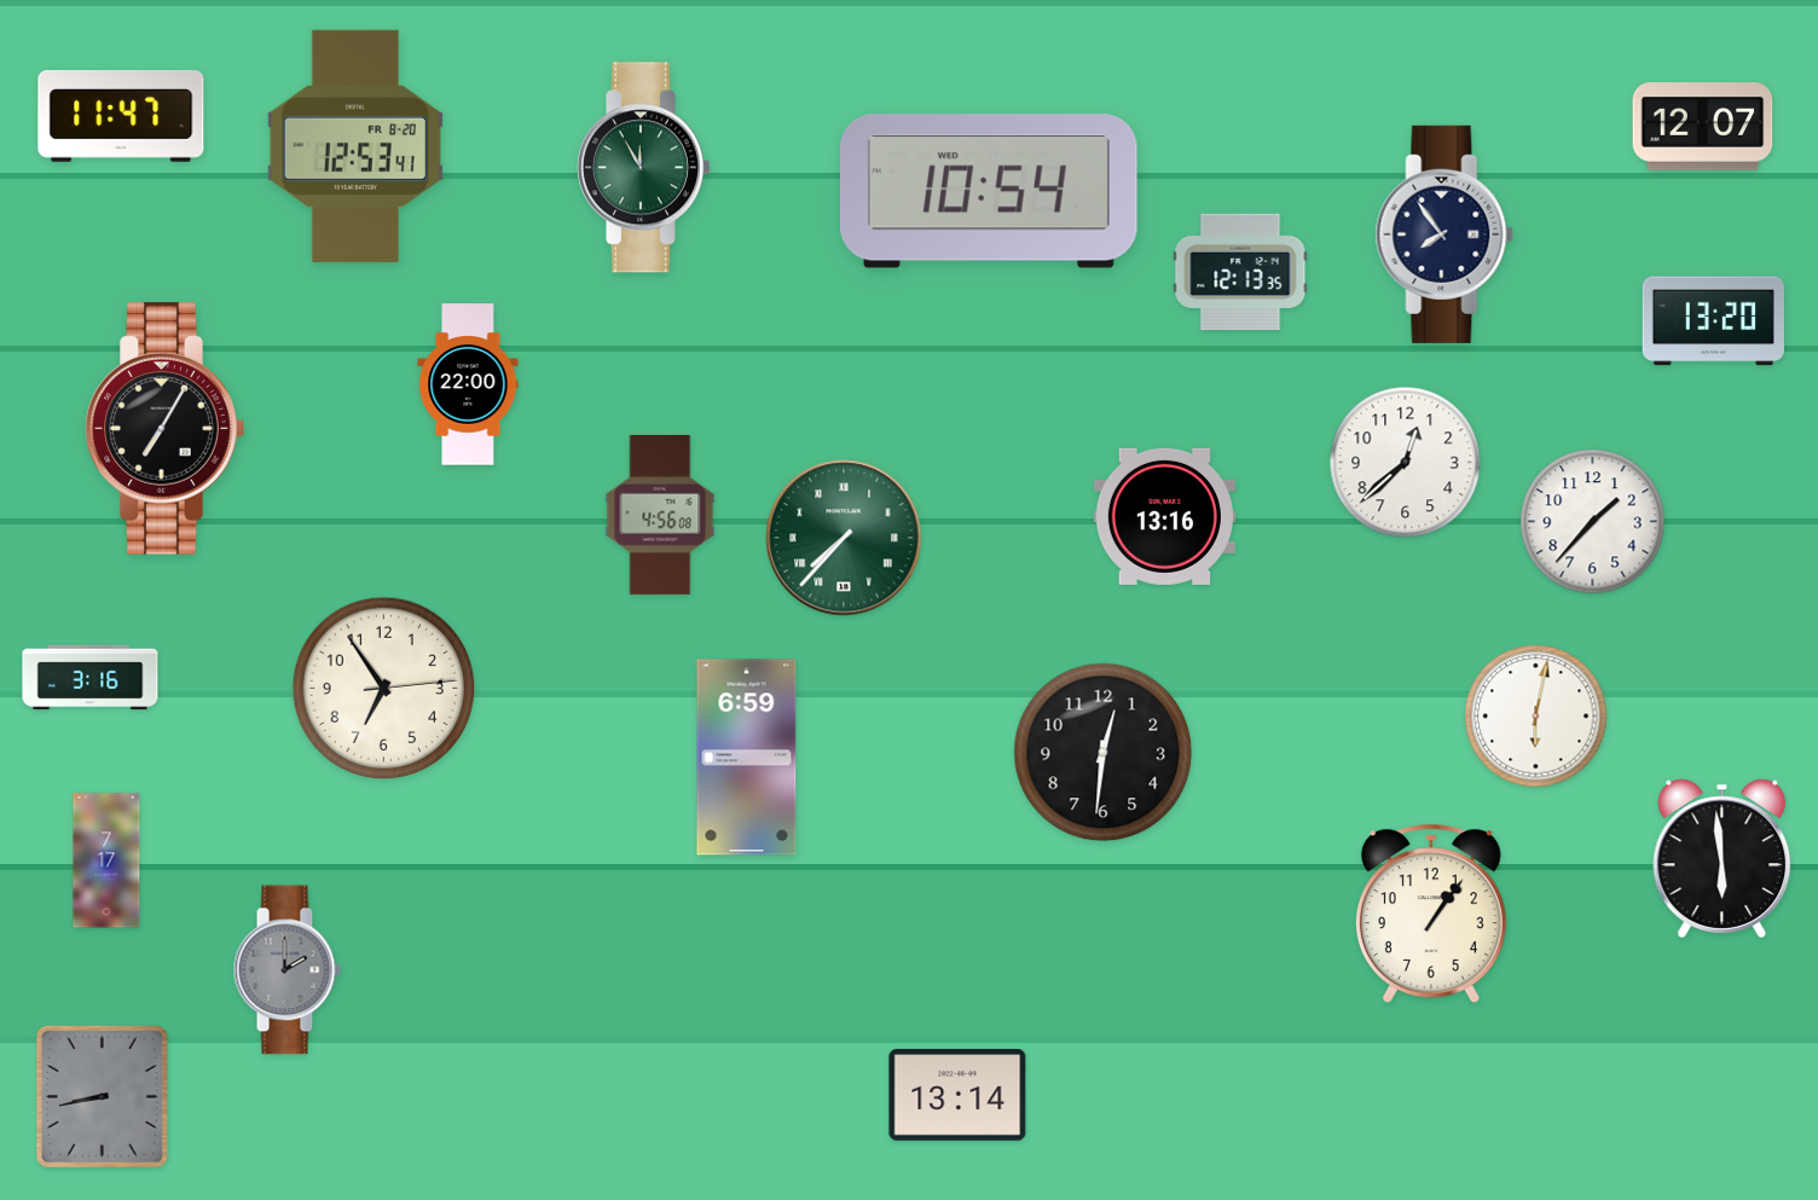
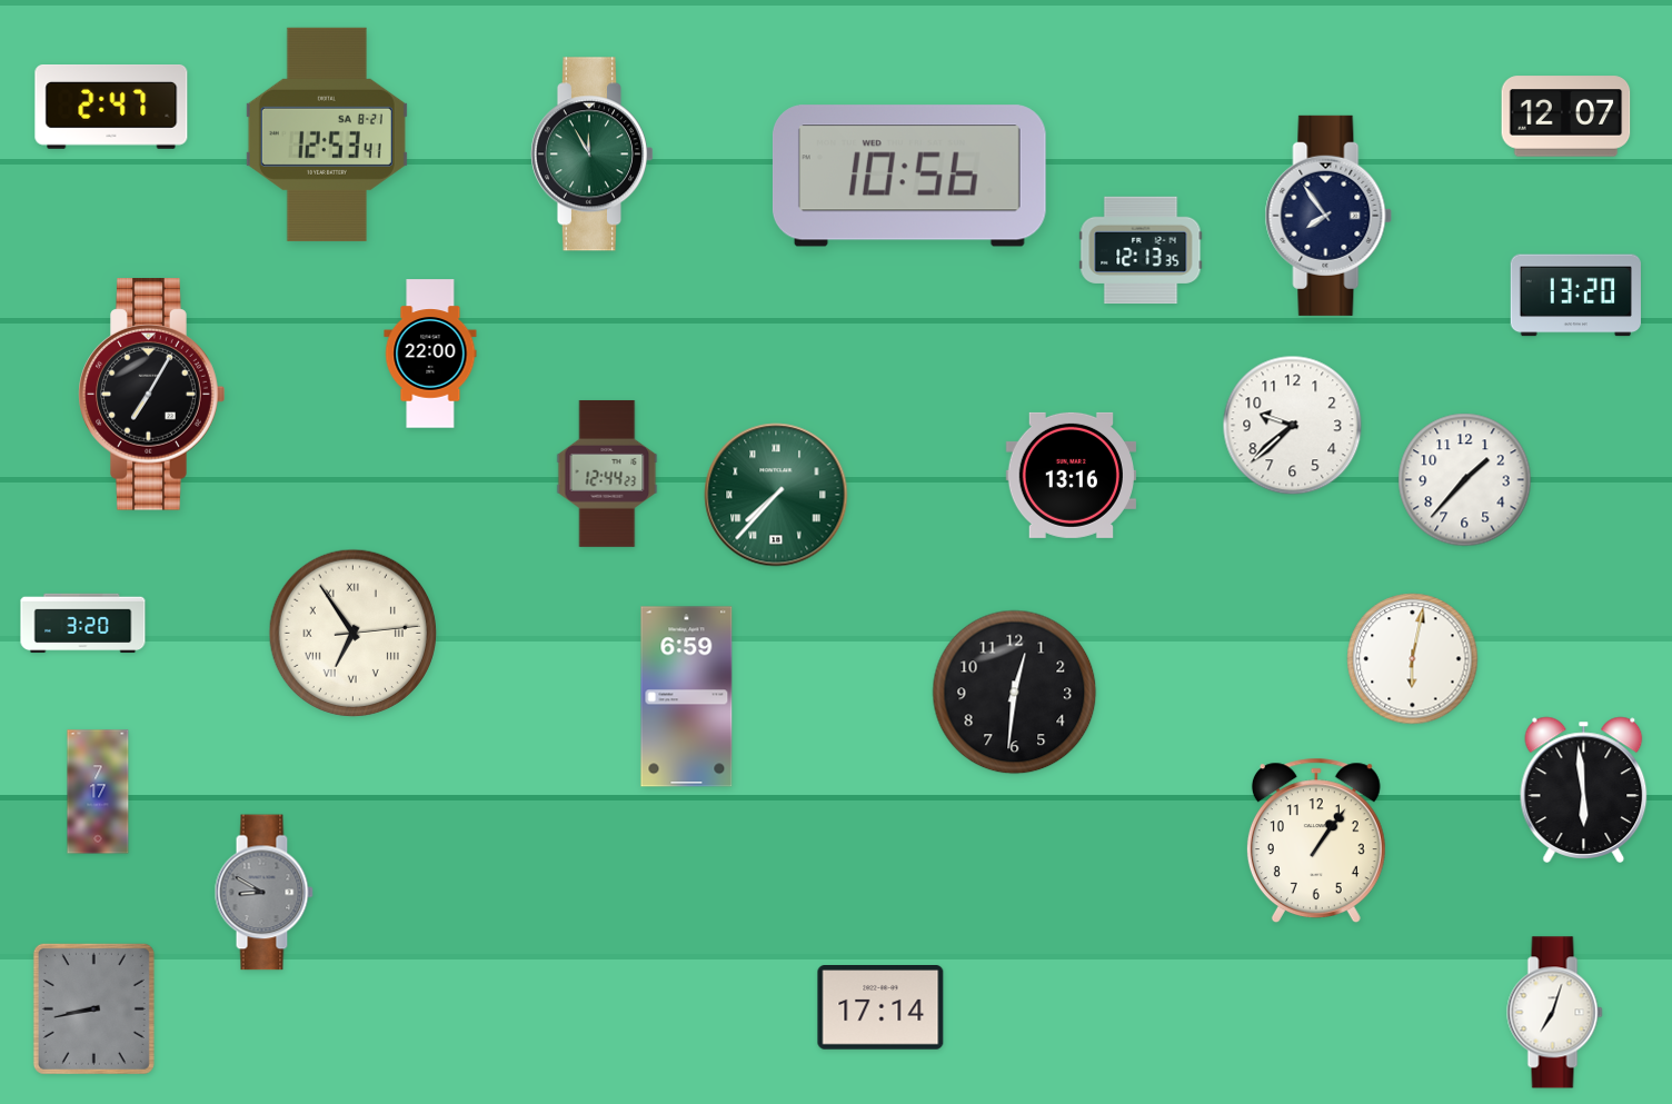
clock at (121, 117): 11:47 -> 2:47
clock at (355, 146) date: FR 8-20 -> SA 8-21
clock at (989, 191): 10:54 -> 10:56
clock at (1406, 463): 12:38 -> 9:38
clock at (660, 515): 4:56 -> 12:44
clock at (91, 678): 3:16 -> 3:20
clock at (383, 688) numerals: Arabic -> Roman
clock at (286, 970): 2:00 -> 8:50
clock at (957, 1096): 13:14 -> 17:14
clock at (1555, 1013): none -> 7:03
